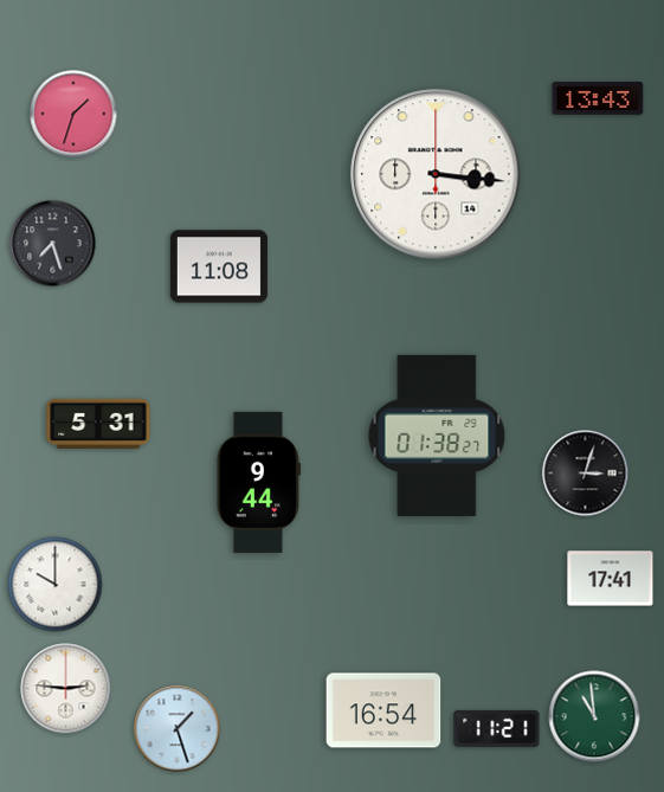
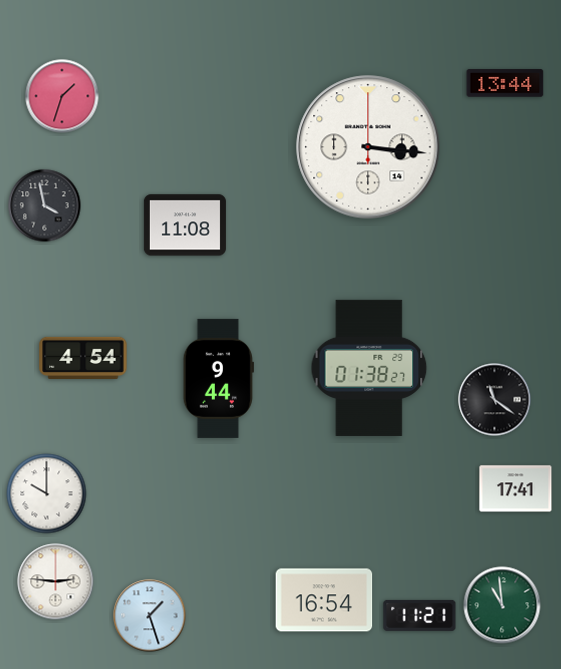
clock at (598, 98): 13:43 -> 13:44
clock at (53, 244): 7:27 -> 3:58
clock at (98, 423): 5:31 -> 4:54
clock at (586, 474): 3:03 -> 11:21
clock at (258, 482) position: (258, 482) -> (218, 378)
